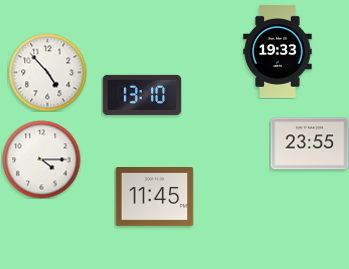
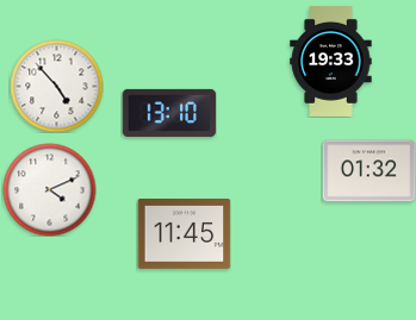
clock at (309, 144): 23:55 -> 01:32
clock at (41, 159): 4:15 -> 4:11
